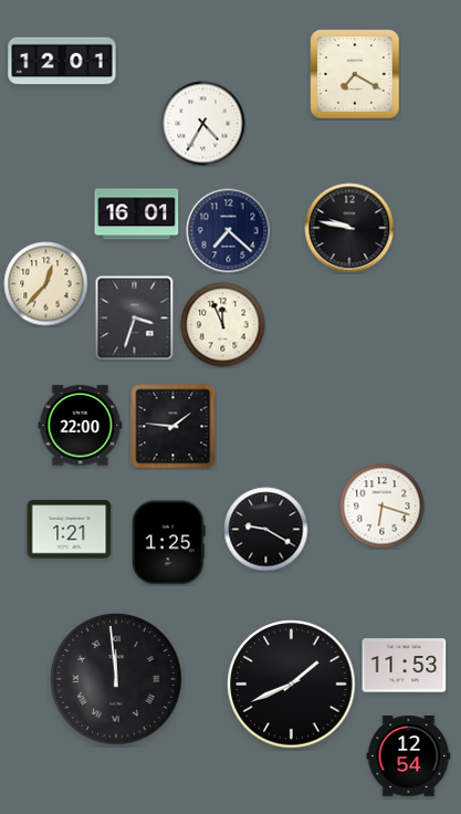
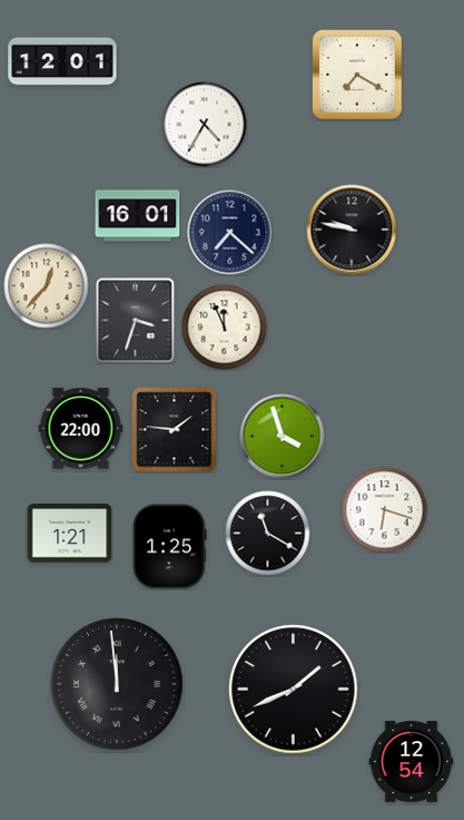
clock at (283, 437): none -> 3:57
clock at (266, 530): 9:20 -> 11:20
clock at (405, 666): 11:53 -> none
